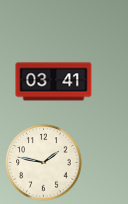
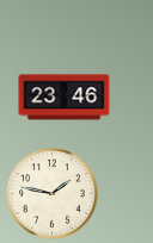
clock at (54, 82): 03:41 -> 23:46
